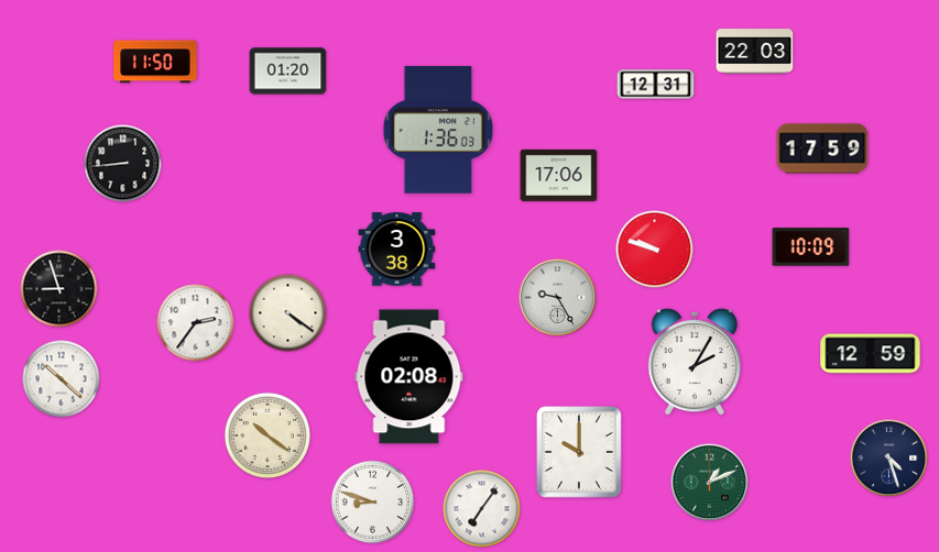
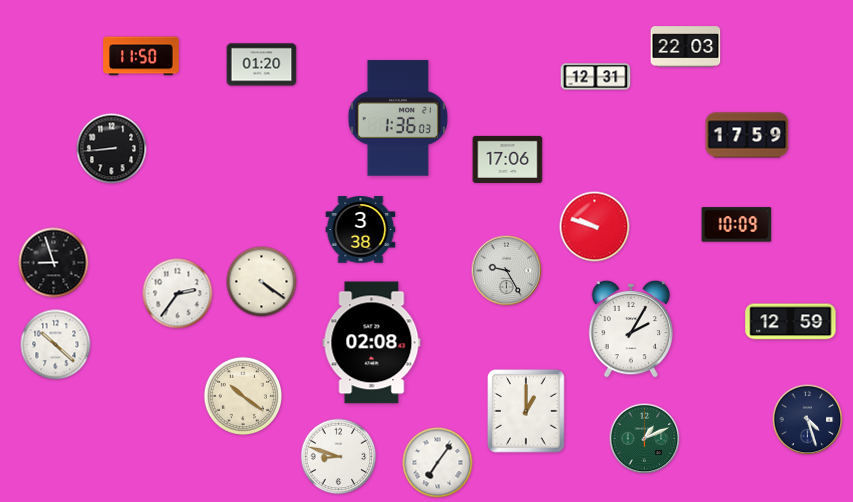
clock at (397, 250) position: (397, 250) -> (361, 230)
clock at (288, 313) position: (288, 313) -> (262, 282)
clock at (579, 452): 10:00 -> 1:00
clock at (889, 459) position: (889, 459) -> (808, 420)
